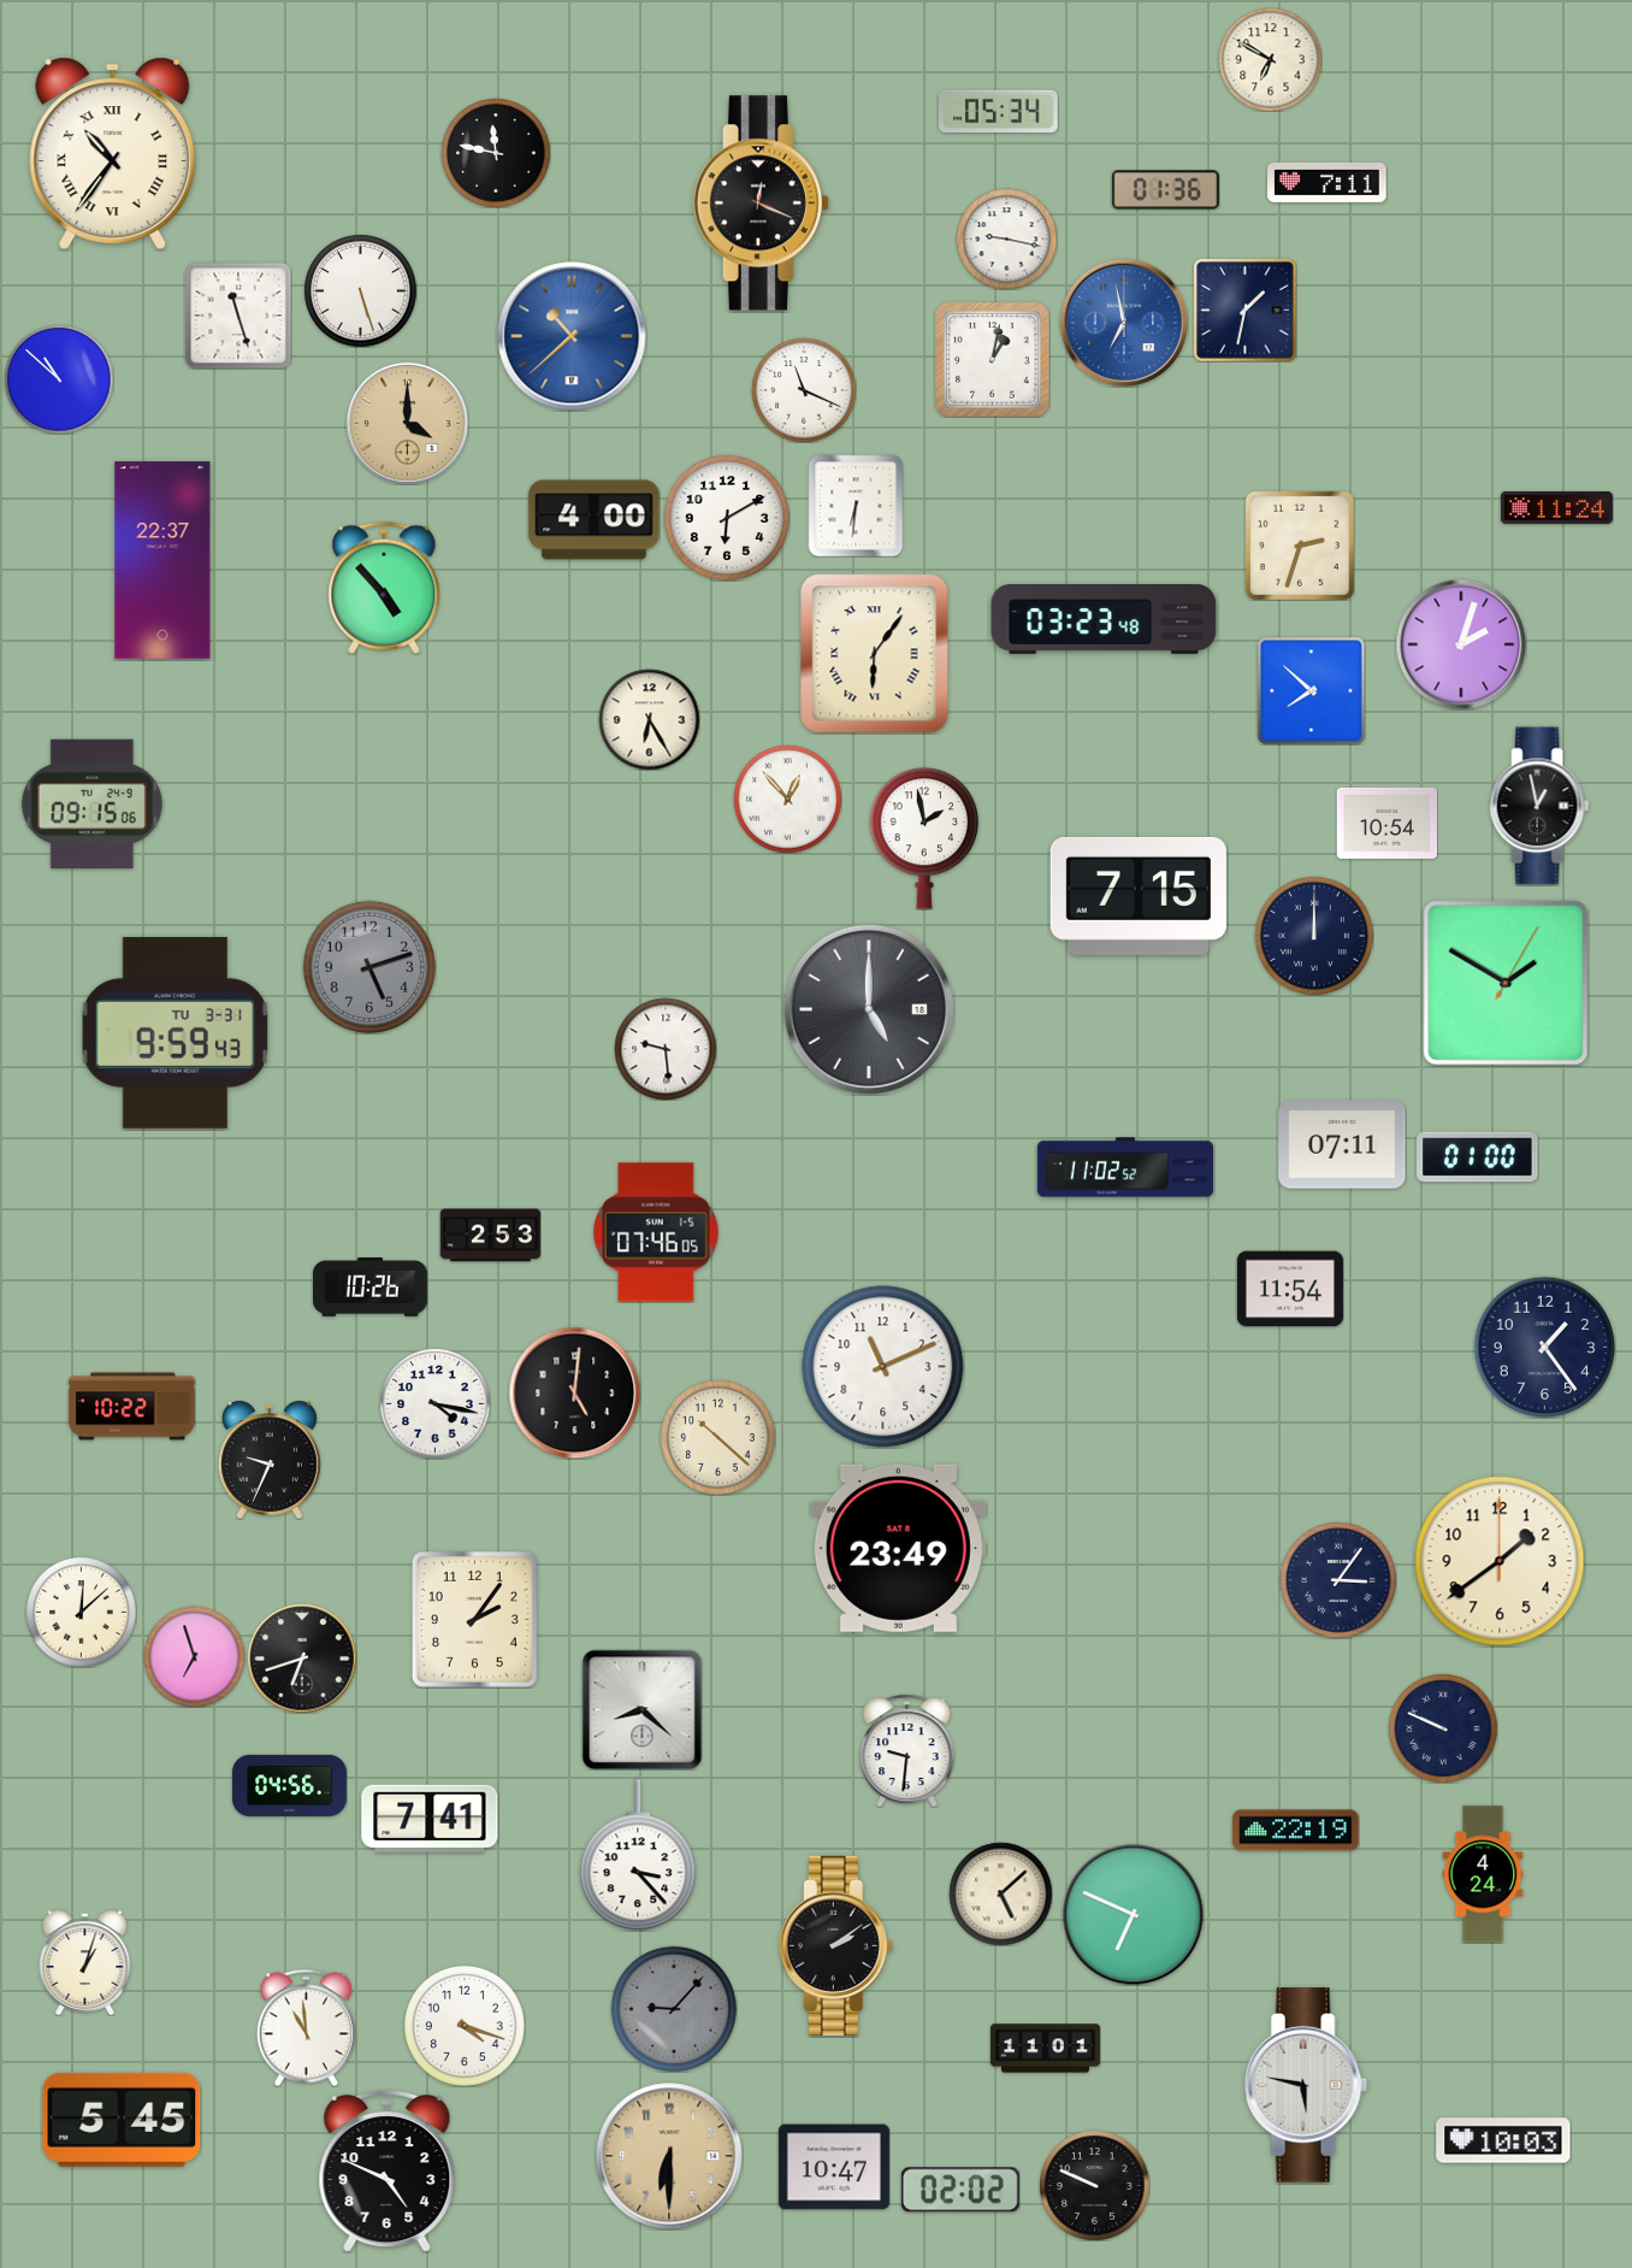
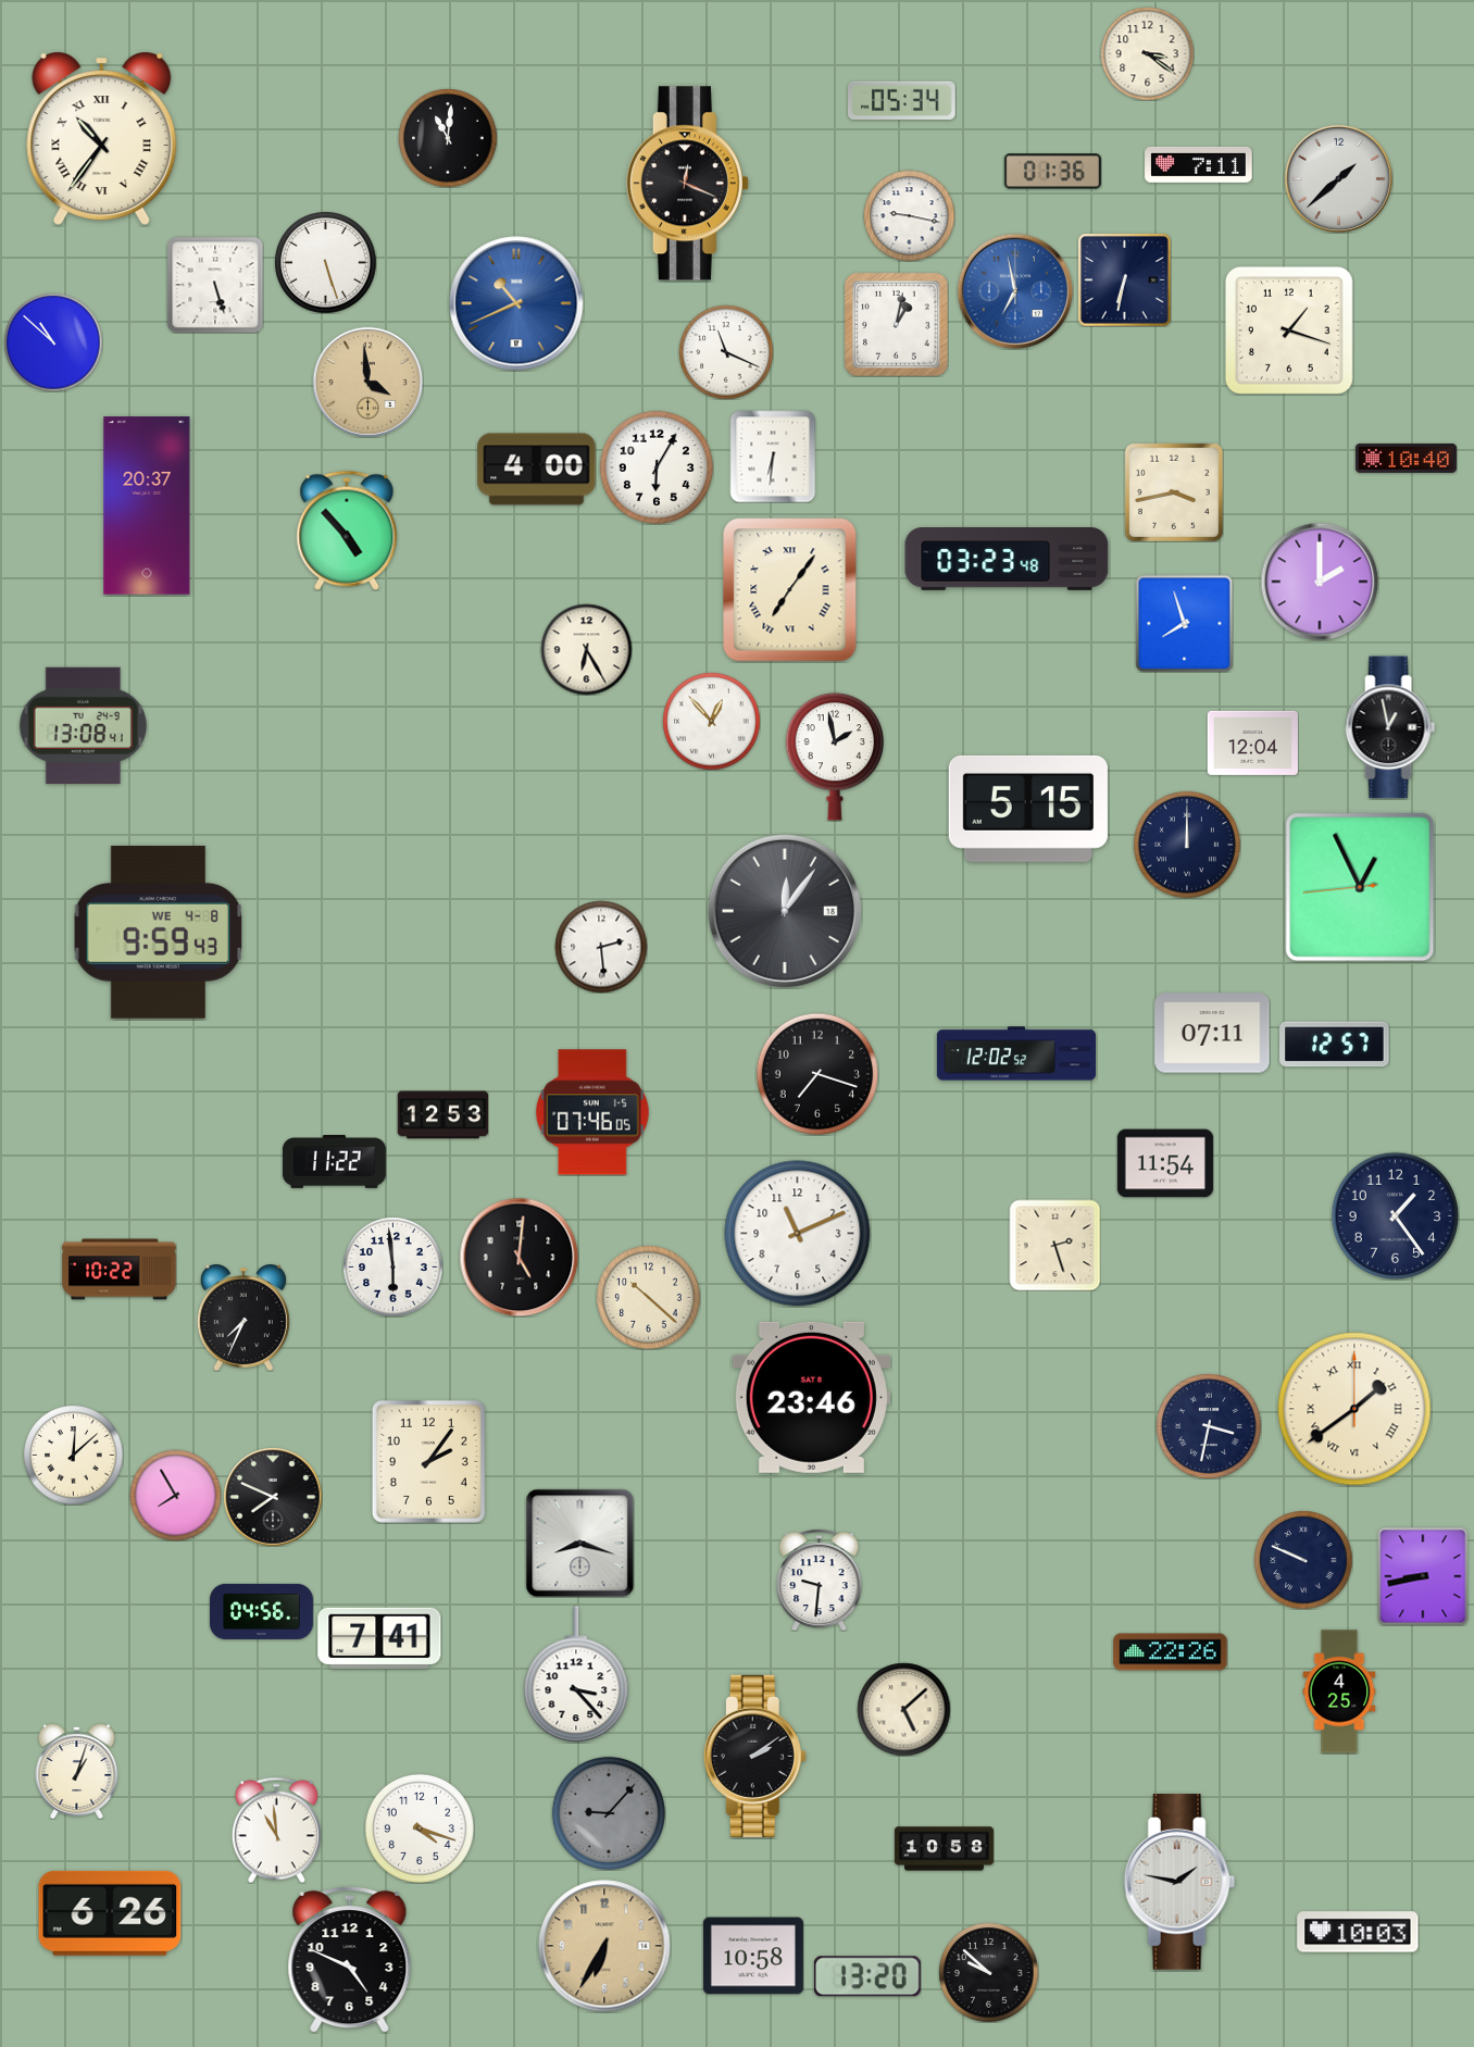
clock at (1270, 59): 6:50 -> 3:21
clock at (496, 153): 11:47 -> 11:01
clock at (1338, 178): none -> 1:38
clock at (1244, 310): 1:32 -> 6:32
clock at (238, 316): 11:27 -> 5:27
clock at (572, 336): 10:38 -> 10:41
clock at (1289, 330): none -> 1:18
clock at (407, 423): 4:00 -> 3:59
clock at (1556, 507): 11:24 -> 10:40
clock at (727, 518): 6:10 -> 6:05
clock at (1300, 546): 2:33 -> 3:43
clock at (162, 560): 22:37 -> 20:37
clock at (1104, 620) position: (1104, 620) -> (1007, 560)
clock at (1461, 644): 2:03 -> 2:00
clock at (875, 654): 6:06 -> 7:06
clock at (1311, 690): 7:52 -> 7:57
clock at (91, 803): 09:15 -> 13:08
clock at (1386, 823): 10:54 -> 12:04
clock at (1139, 896): 7:15 -> 5:15
clock at (369, 967): 5:12 -> none
clock at (1506, 983): 1:50 -> 12:55
clock at (869, 1009): 5:00 -> 12:06
clock at (176, 1032) date: TU 3-31 -> WE 4-8
clock at (666, 1049): 9:29 -> 2:29
clock at (1478, 1157): 01:00 -> 12:57
clock at (1124, 1167): 11:02 -> 12:02
clock at (816, 1073): none -> 7:18
clock at (490, 1236): 2:53 -> 12:53
clock at (371, 1288): 10:26 -> 11:22
clock at (1054, 1245): none -> 2:27
clock at (434, 1403): 4:17 -> 5:59
clock at (270, 1460): 9:34 -> 7:34
clock at (898, 1548): 23:49 -> 23:46
clock at (1500, 1561) numerals: Arabic -> Roman
clock at (1338, 1580): 3:06 -> 3:32
clock at (194, 1656): 6:57 -> 7:55
clock at (302, 1659): 6:42 -> 7:49
clock at (641, 1709): 8:22 -> 8:18
clock at (1423, 1576): none -> 8:43
clock at (430, 1819) position: (430, 1819) -> (379, 1638)
clock at (1296, 1831): 22:19 -> 22:26
clock at (1483, 1874): 4:24 -> 4:25
clock at (1133, 1914): 6:49 -> none
clock at (1045, 2049): 11:01 -> 10:58
clock at (1306, 2085): 5:47 -> 1:47
clock at (122, 2120): 5:45 -> 6:26
clock at (669, 2156): 6:30 -> 6:35
clock at (834, 2167): 10:47 -> 10:58
clock at (1094, 2185): 9:49 -> 9:52
clock at (960, 2190): 02:02 -> 13:20
